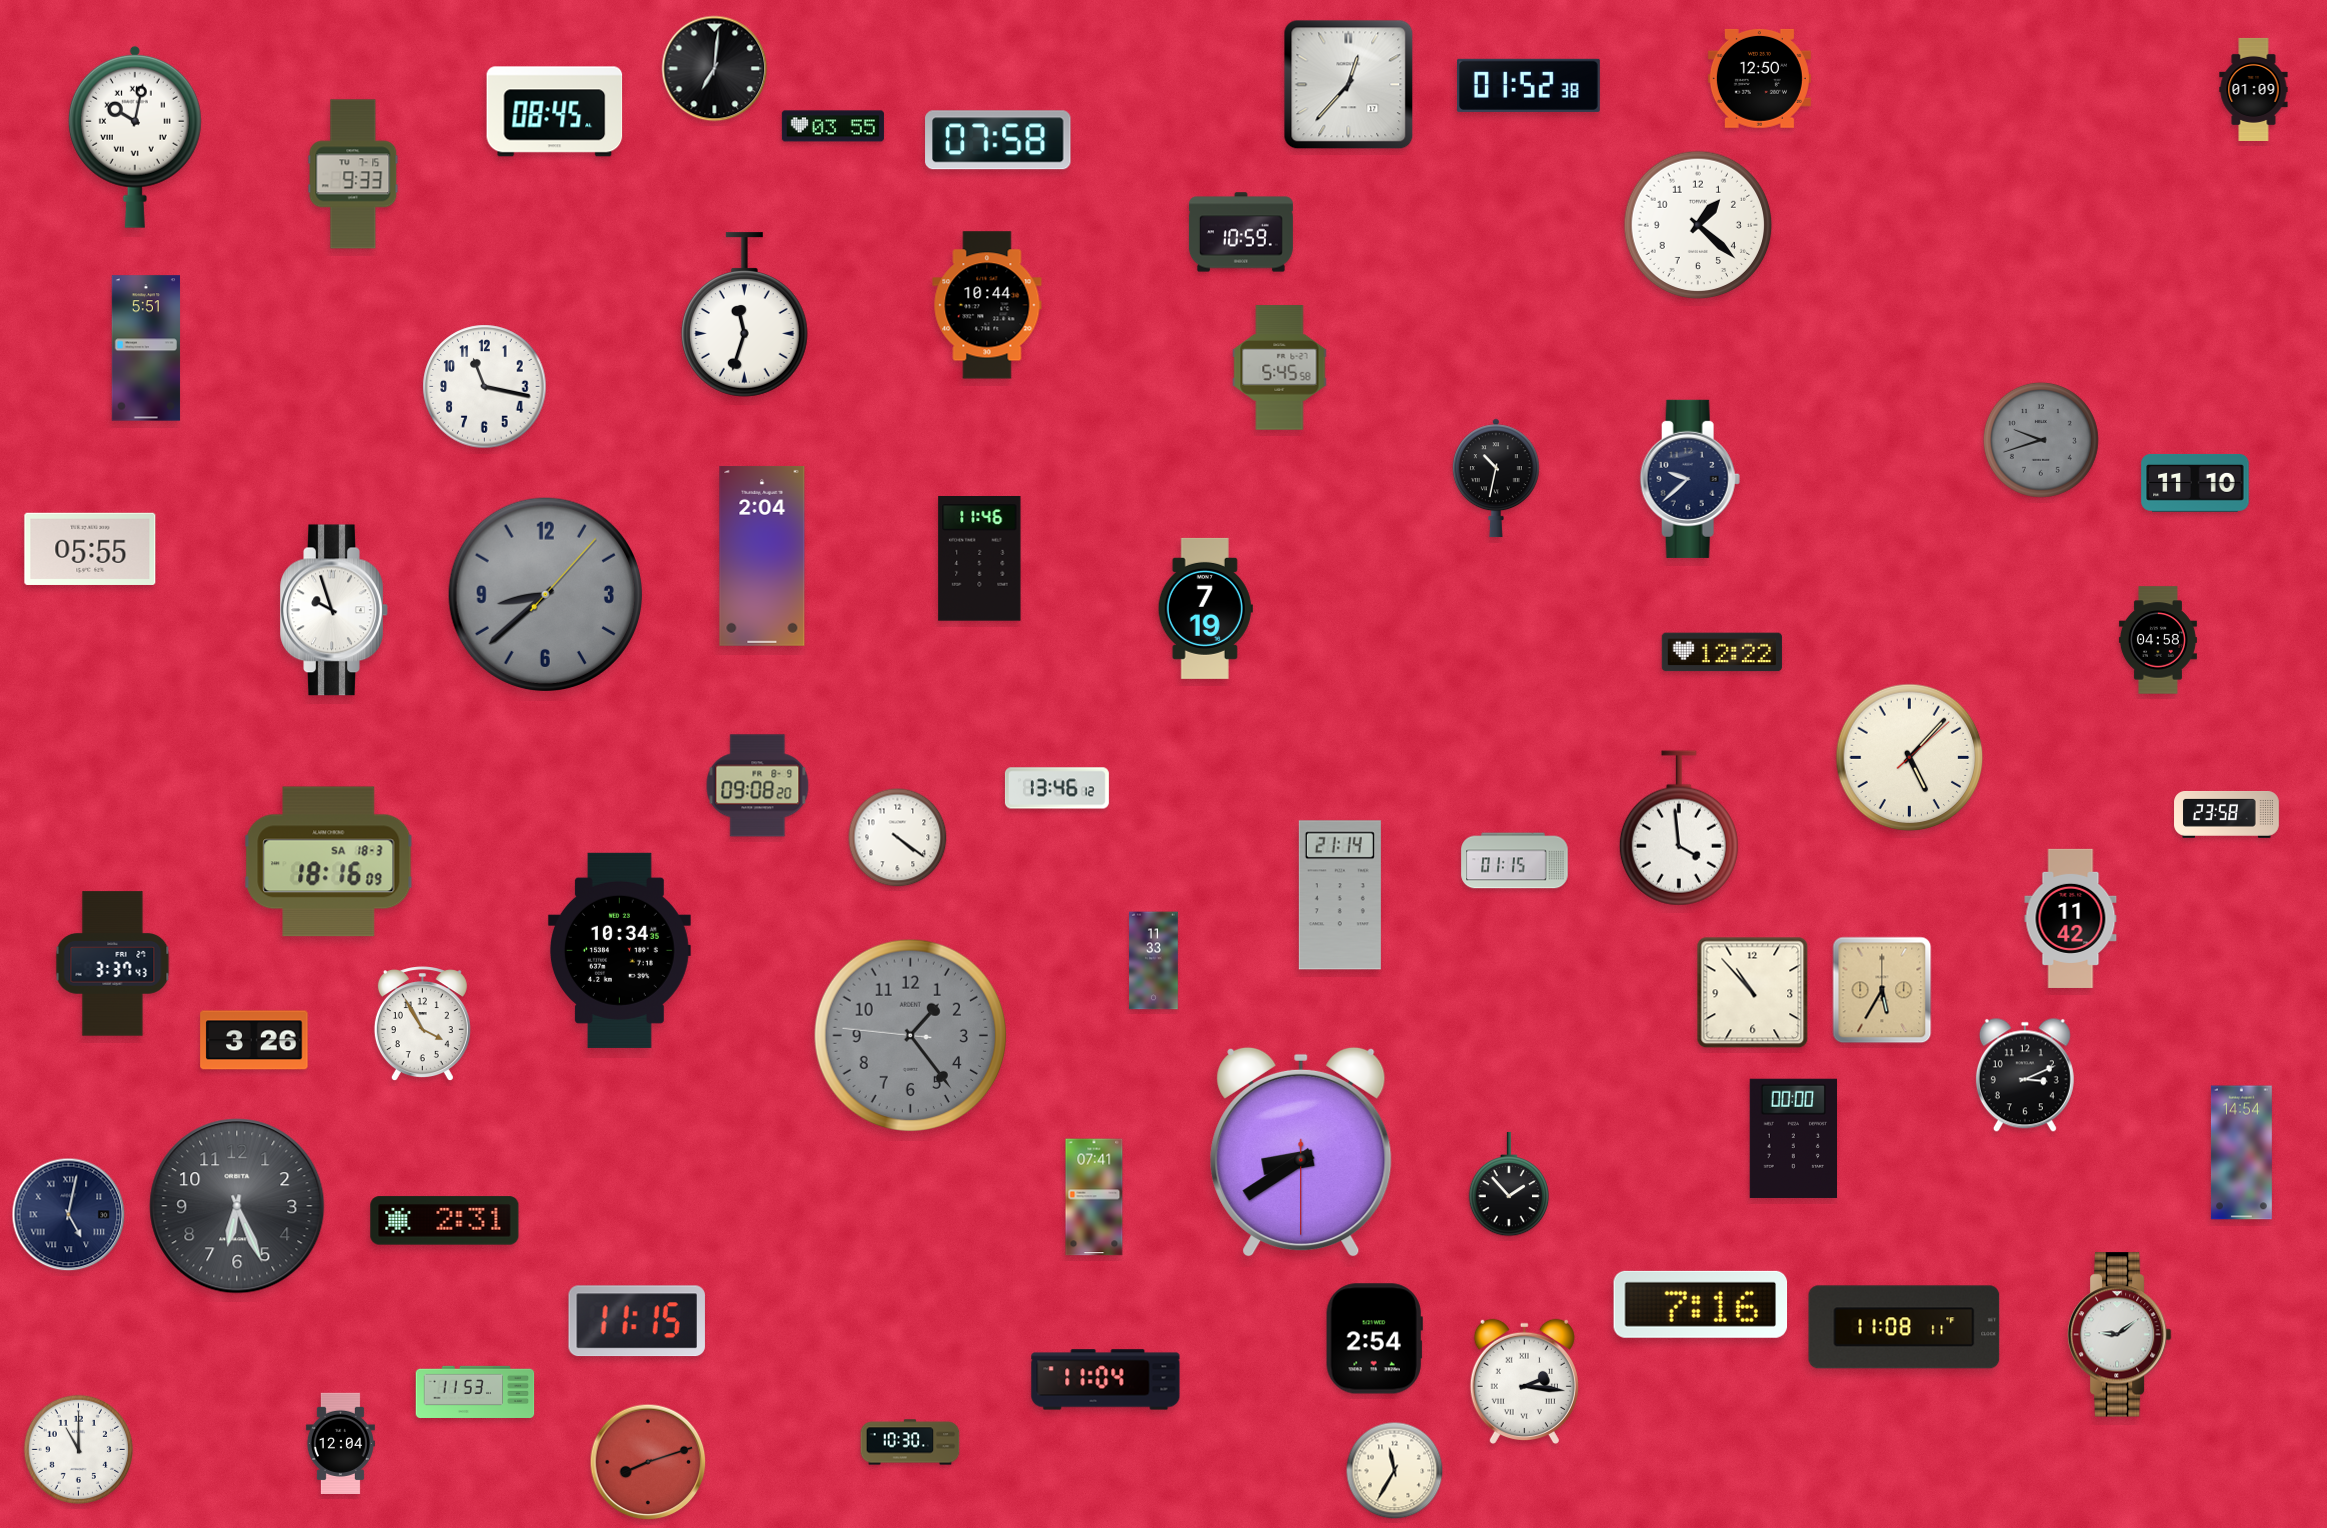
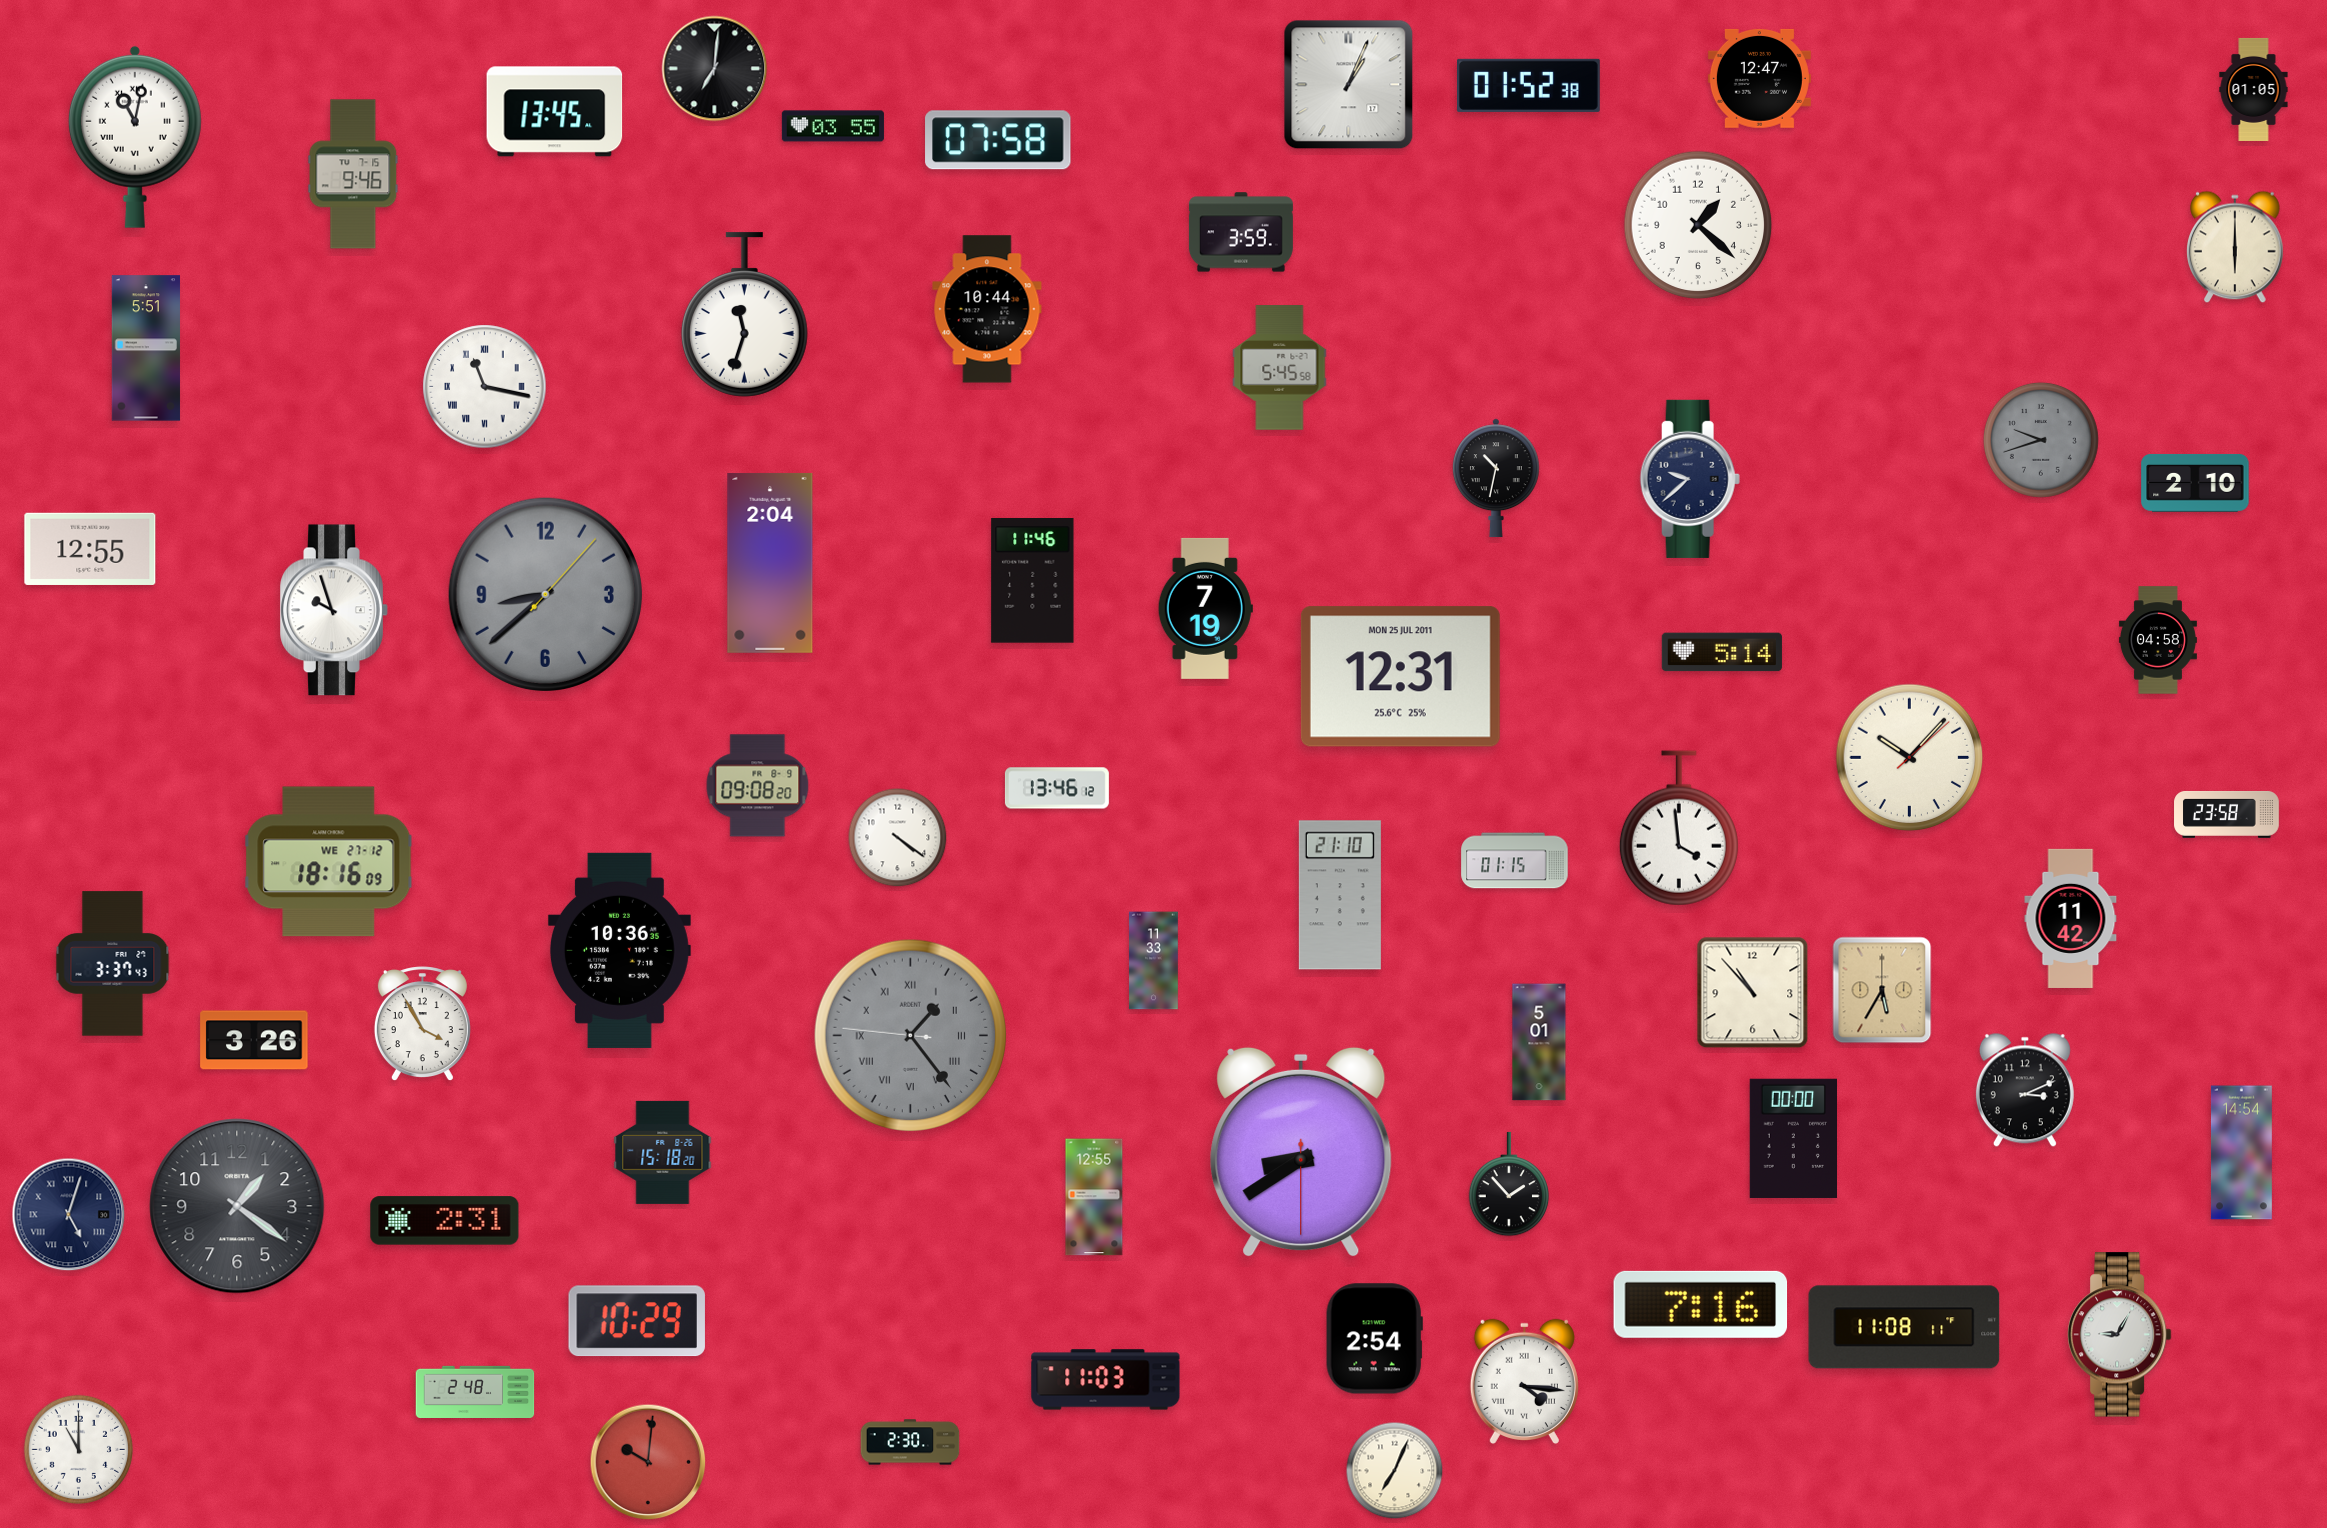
clock at (1759, 78): 12:50 -> 12:47
clock at (1349, 85): 12:37 -> 1:04
clock at (2254, 89): 01:09 -> 01:05
clock at (555, 112): 08:45 -> 13:45
clock at (135, 137): 10:02 -> 11:02
clock at (353, 174): 9:33 -> 9:46
clock at (1241, 232): 10:59 -> 3:59
clock at (2235, 247): none -> 6:00
clock at (987, 305) position: (987, 305) -> (987, 309)
clock at (485, 387) numerals: Arabic -> Roman
clock at (2195, 483): 11:10 -> 2:10
clock at (90, 549): 05:55 -> 12:55
clock at (762, 556) position: (762, 556) -> (770, 563)
clock at (980, 559) position: (980, 559) -> (1033, 581)
clock at (1722, 652): 12:22 -> 5:14
clock at (1400, 677): none -> 12:31
clock at (1910, 758): 5:07 -> 10:07
clock at (329, 862) date: SA 18-3 -> WE 27-12
clock at (1340, 895): 21:14 -> 21:10
clock at (619, 950): 10:34 -> 10:36
clock at (911, 1036) numerals: Arabic -> Roman
clock at (1539, 1042): none -> 5:01
clock at (2025, 1075) position: (2025, 1075) -> (2025, 1090)
clock at (663, 1152): none -> 15:18
clock at (1094, 1197): 07:41 -> 12:55
clock at (237, 1206): 6:26 -> 1:21
clock at (69, 1215): 5:02 -> 5:03
clock at (637, 1321): 11:15 -> 10:29
clock at (2119, 1335): 9:09 -> 9:05
clock at (1106, 1380): 11:04 -> 11:03
clock at (1524, 1381): 2:16 -> 4:16
clock at (475, 1392): 11:53 -> 2:48
clock at (910, 1442): 10:30 -> 2:30
clock at (340, 1443): 12:04 -> none
clock at (648, 1462): 8:12 -> 10:01
clock at (1395, 1471): 11:35 -> 7:04
